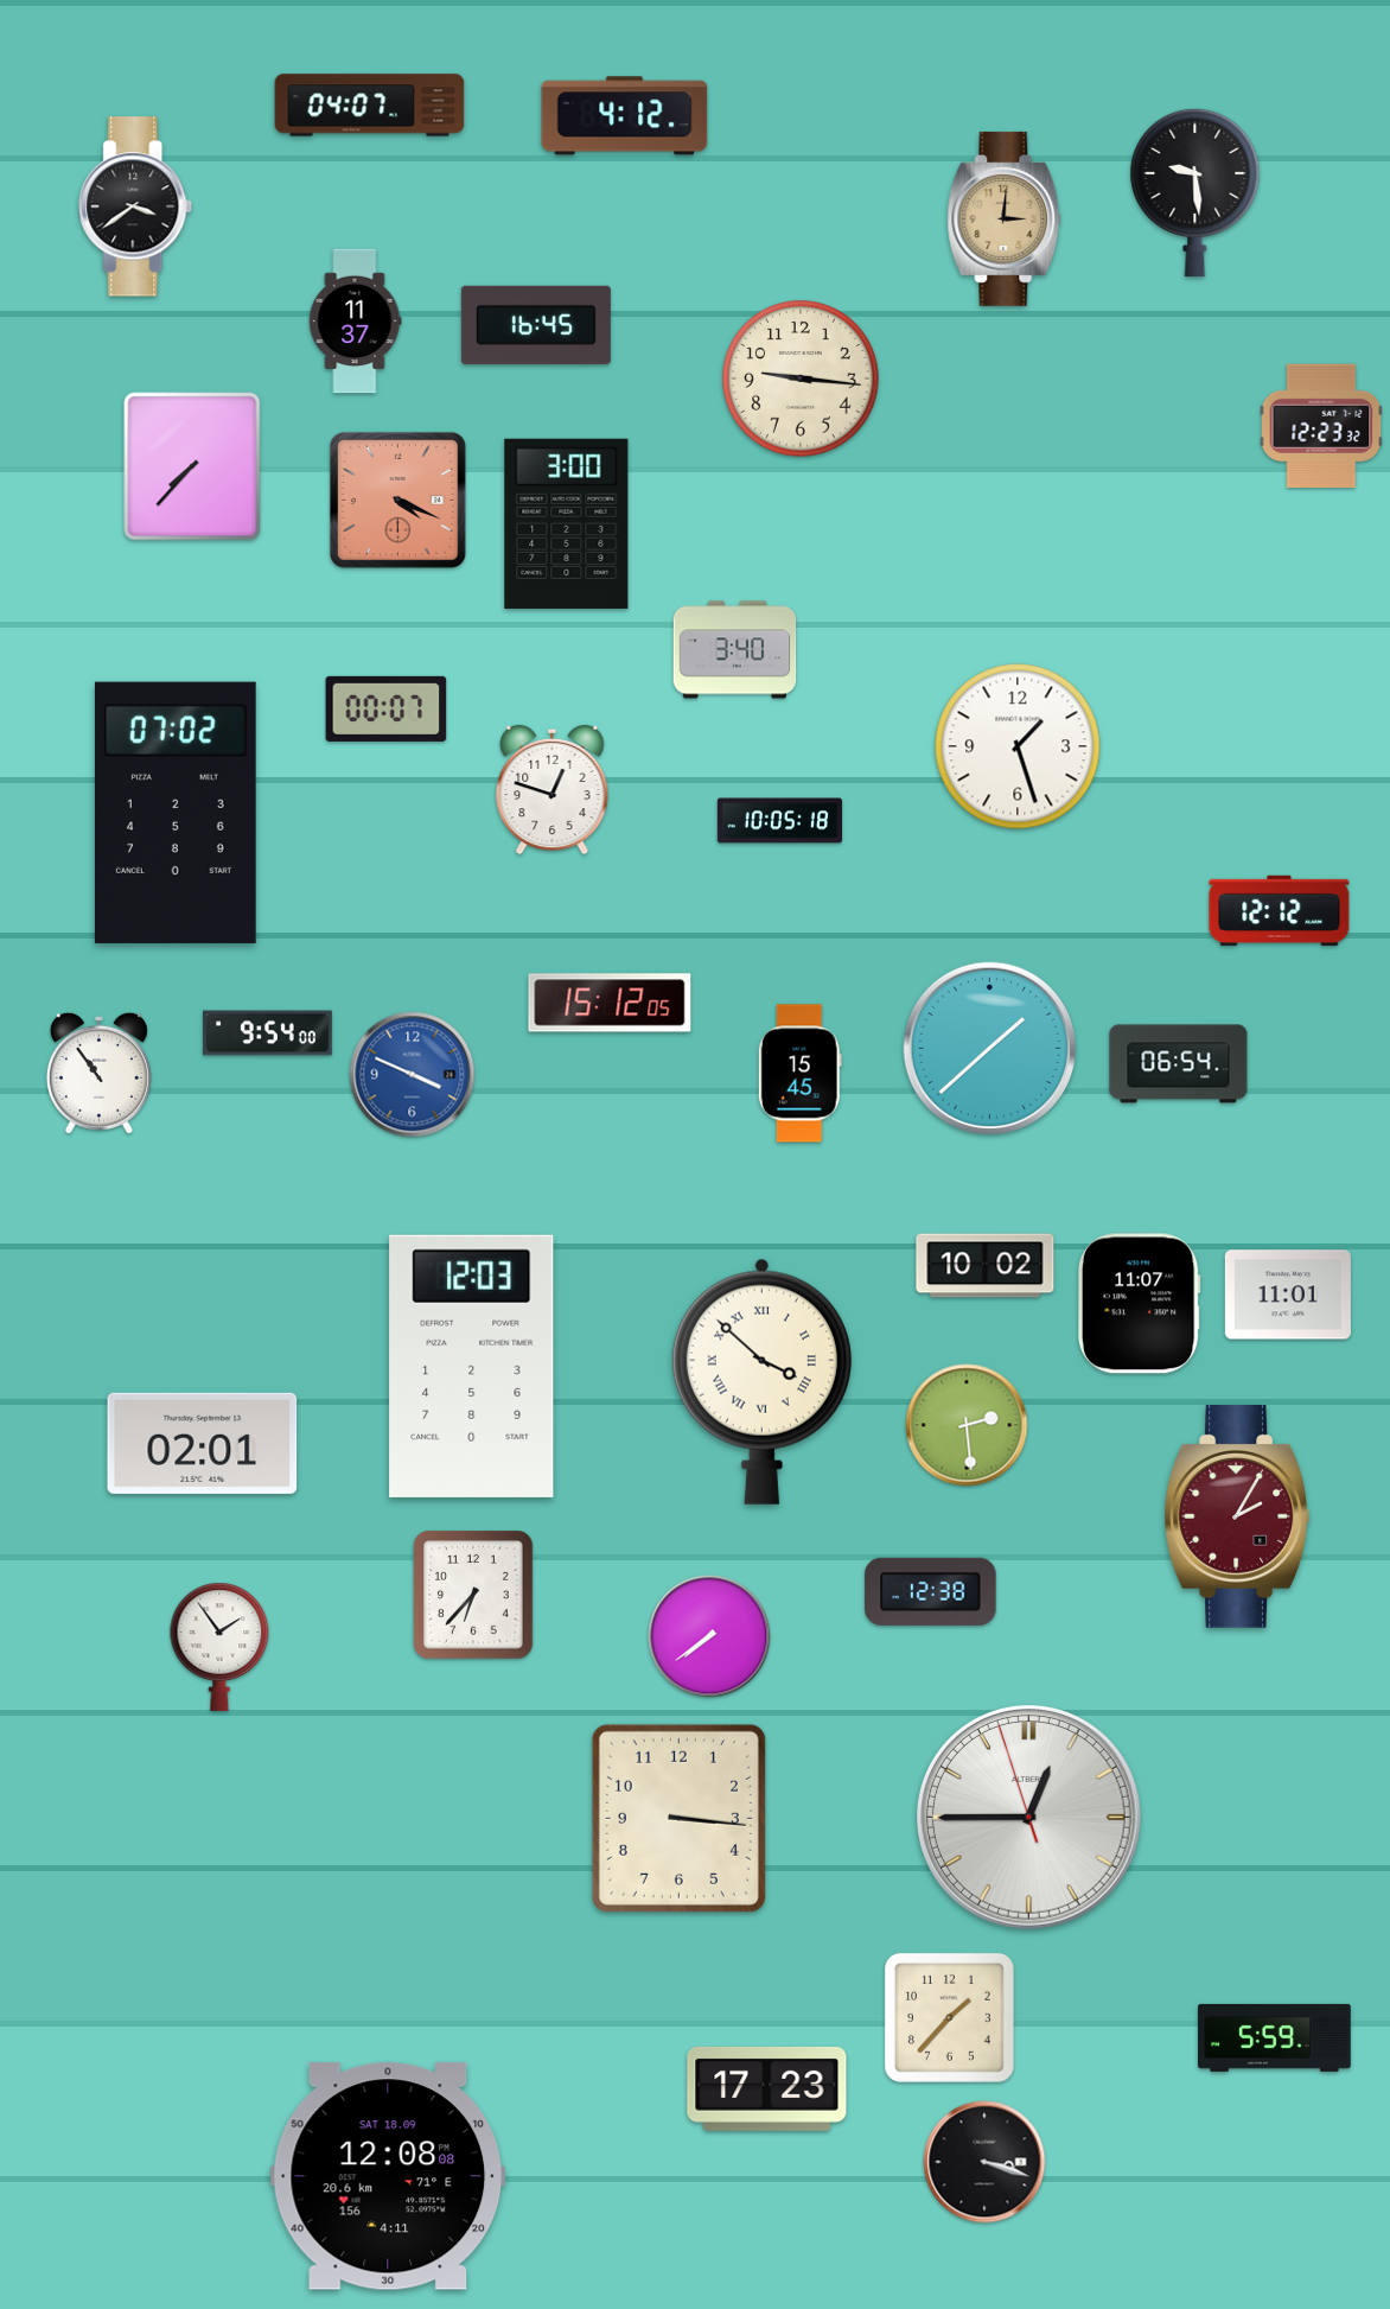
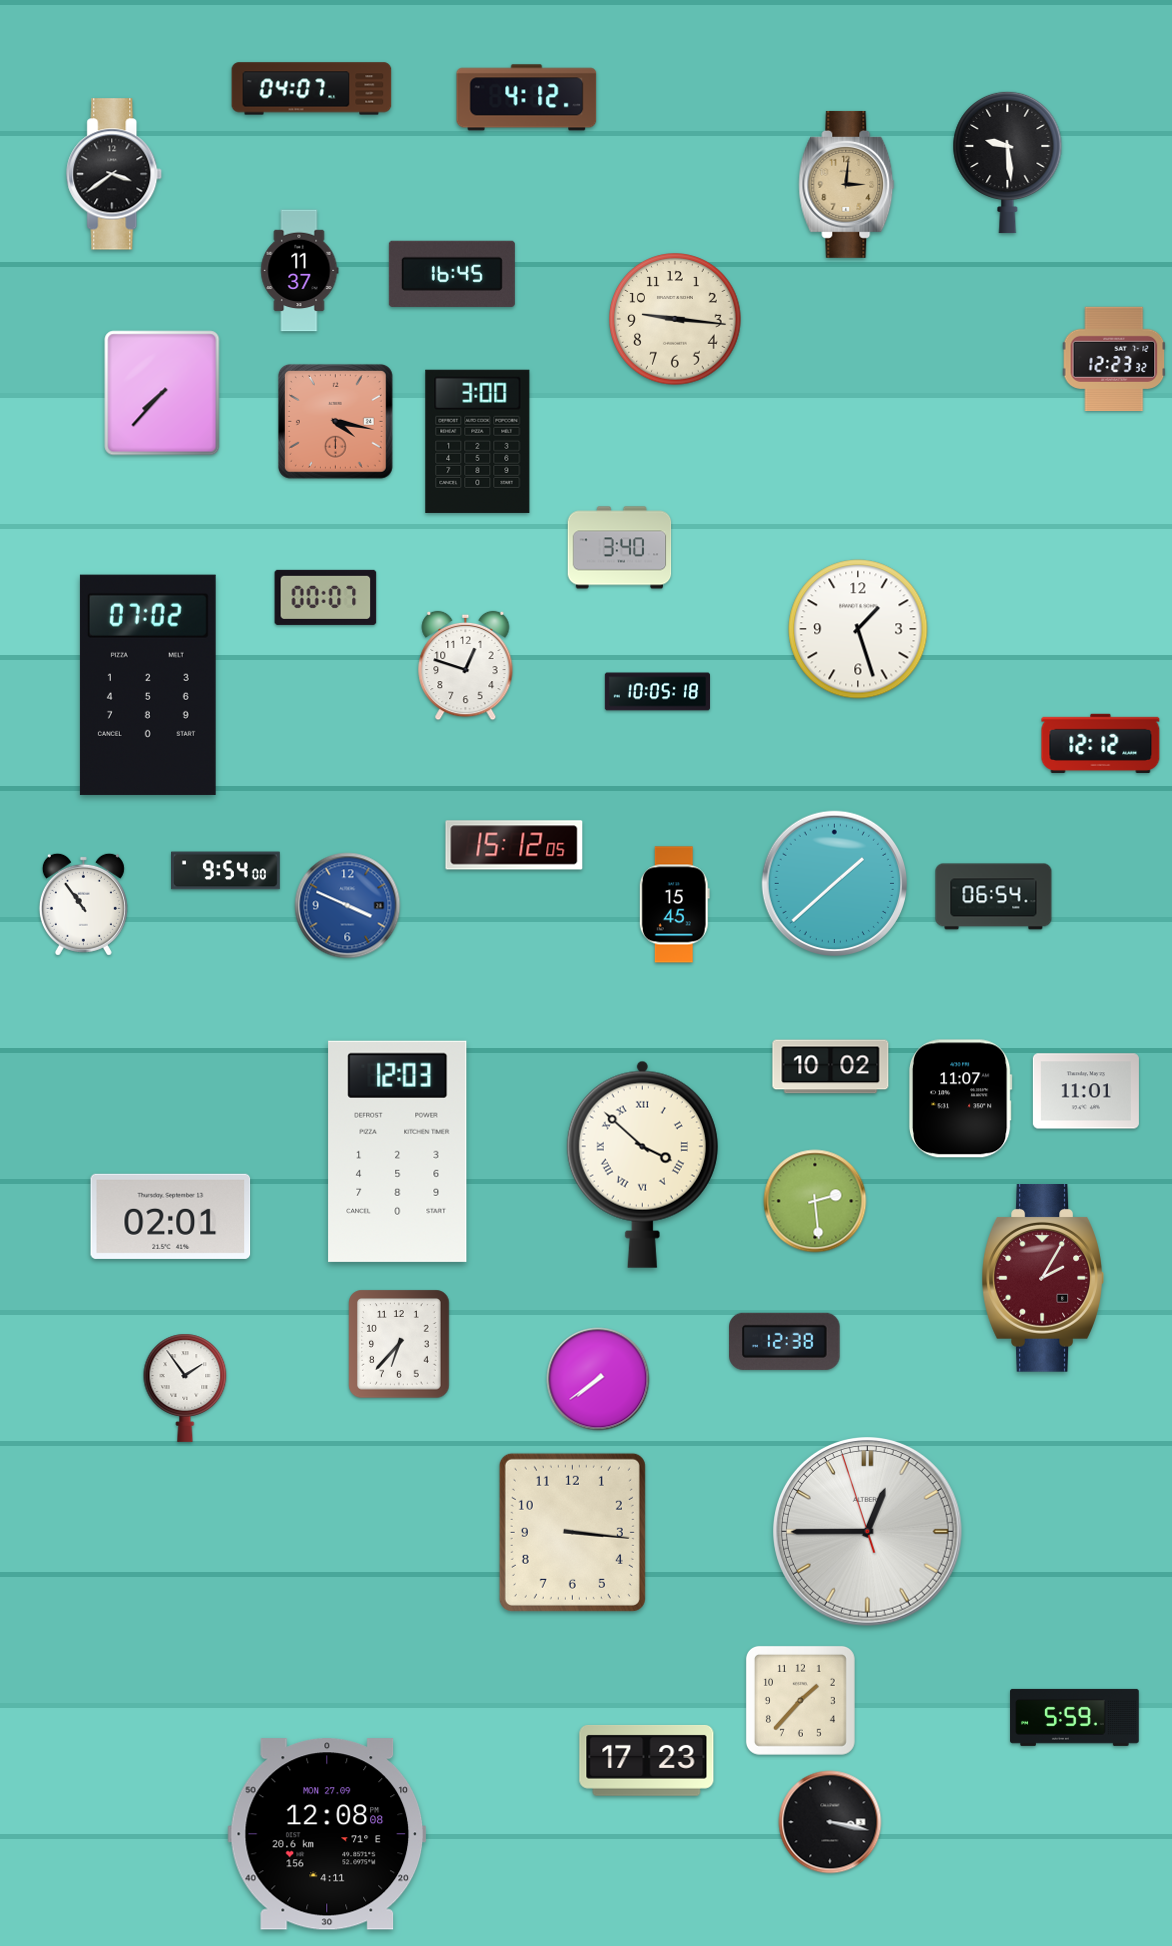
clock at (397, 500): 4:19 -> 4:17
clock at (1280, 910) position: (1280, 910) -> (1101, 743)
clock at (984, 2162): 3:18 -> 3:17
clock at (388, 2176) date: SAT 18.09 -> MON 27.09
